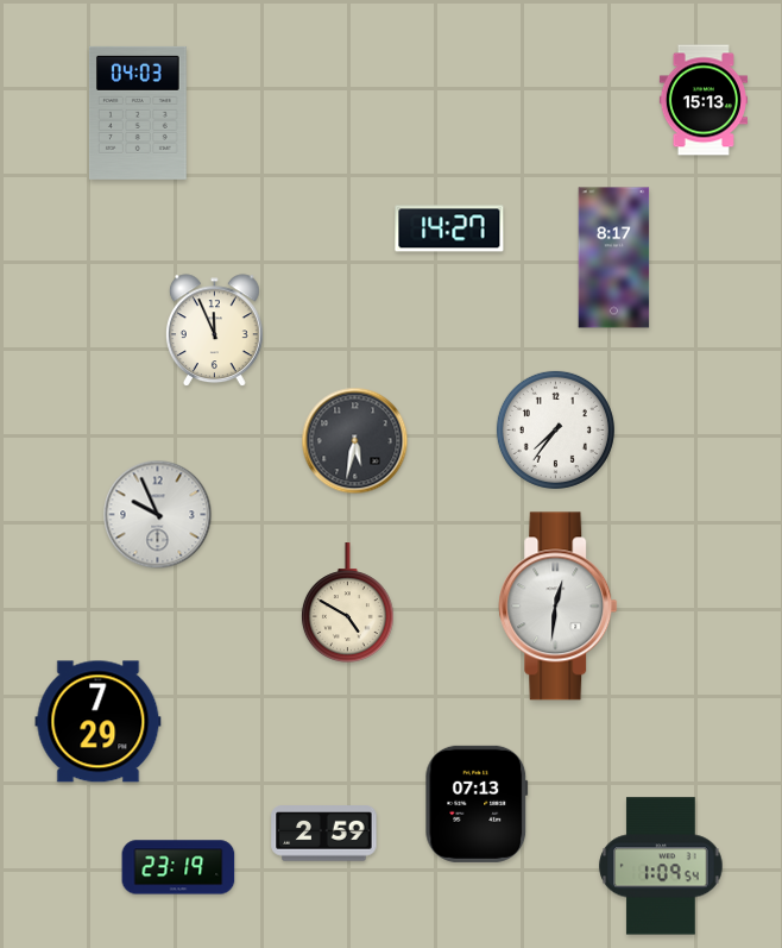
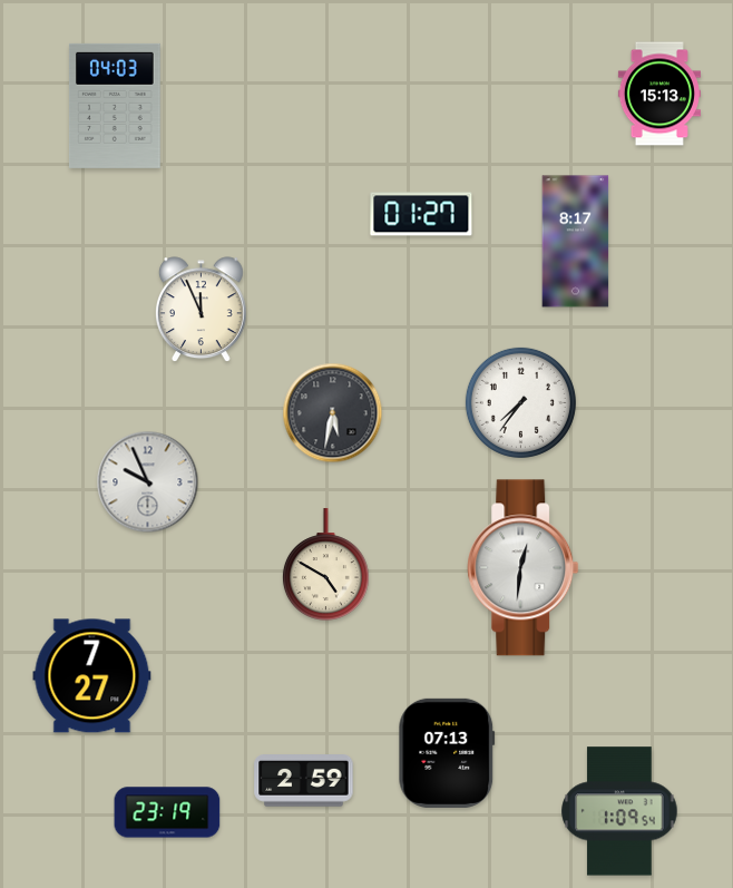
clock at (138, 113) position: (138, 113) -> (115, 106)
clock at (449, 228): 14:27 -> 01:27
clock at (99, 722): 7:29 -> 7:27
